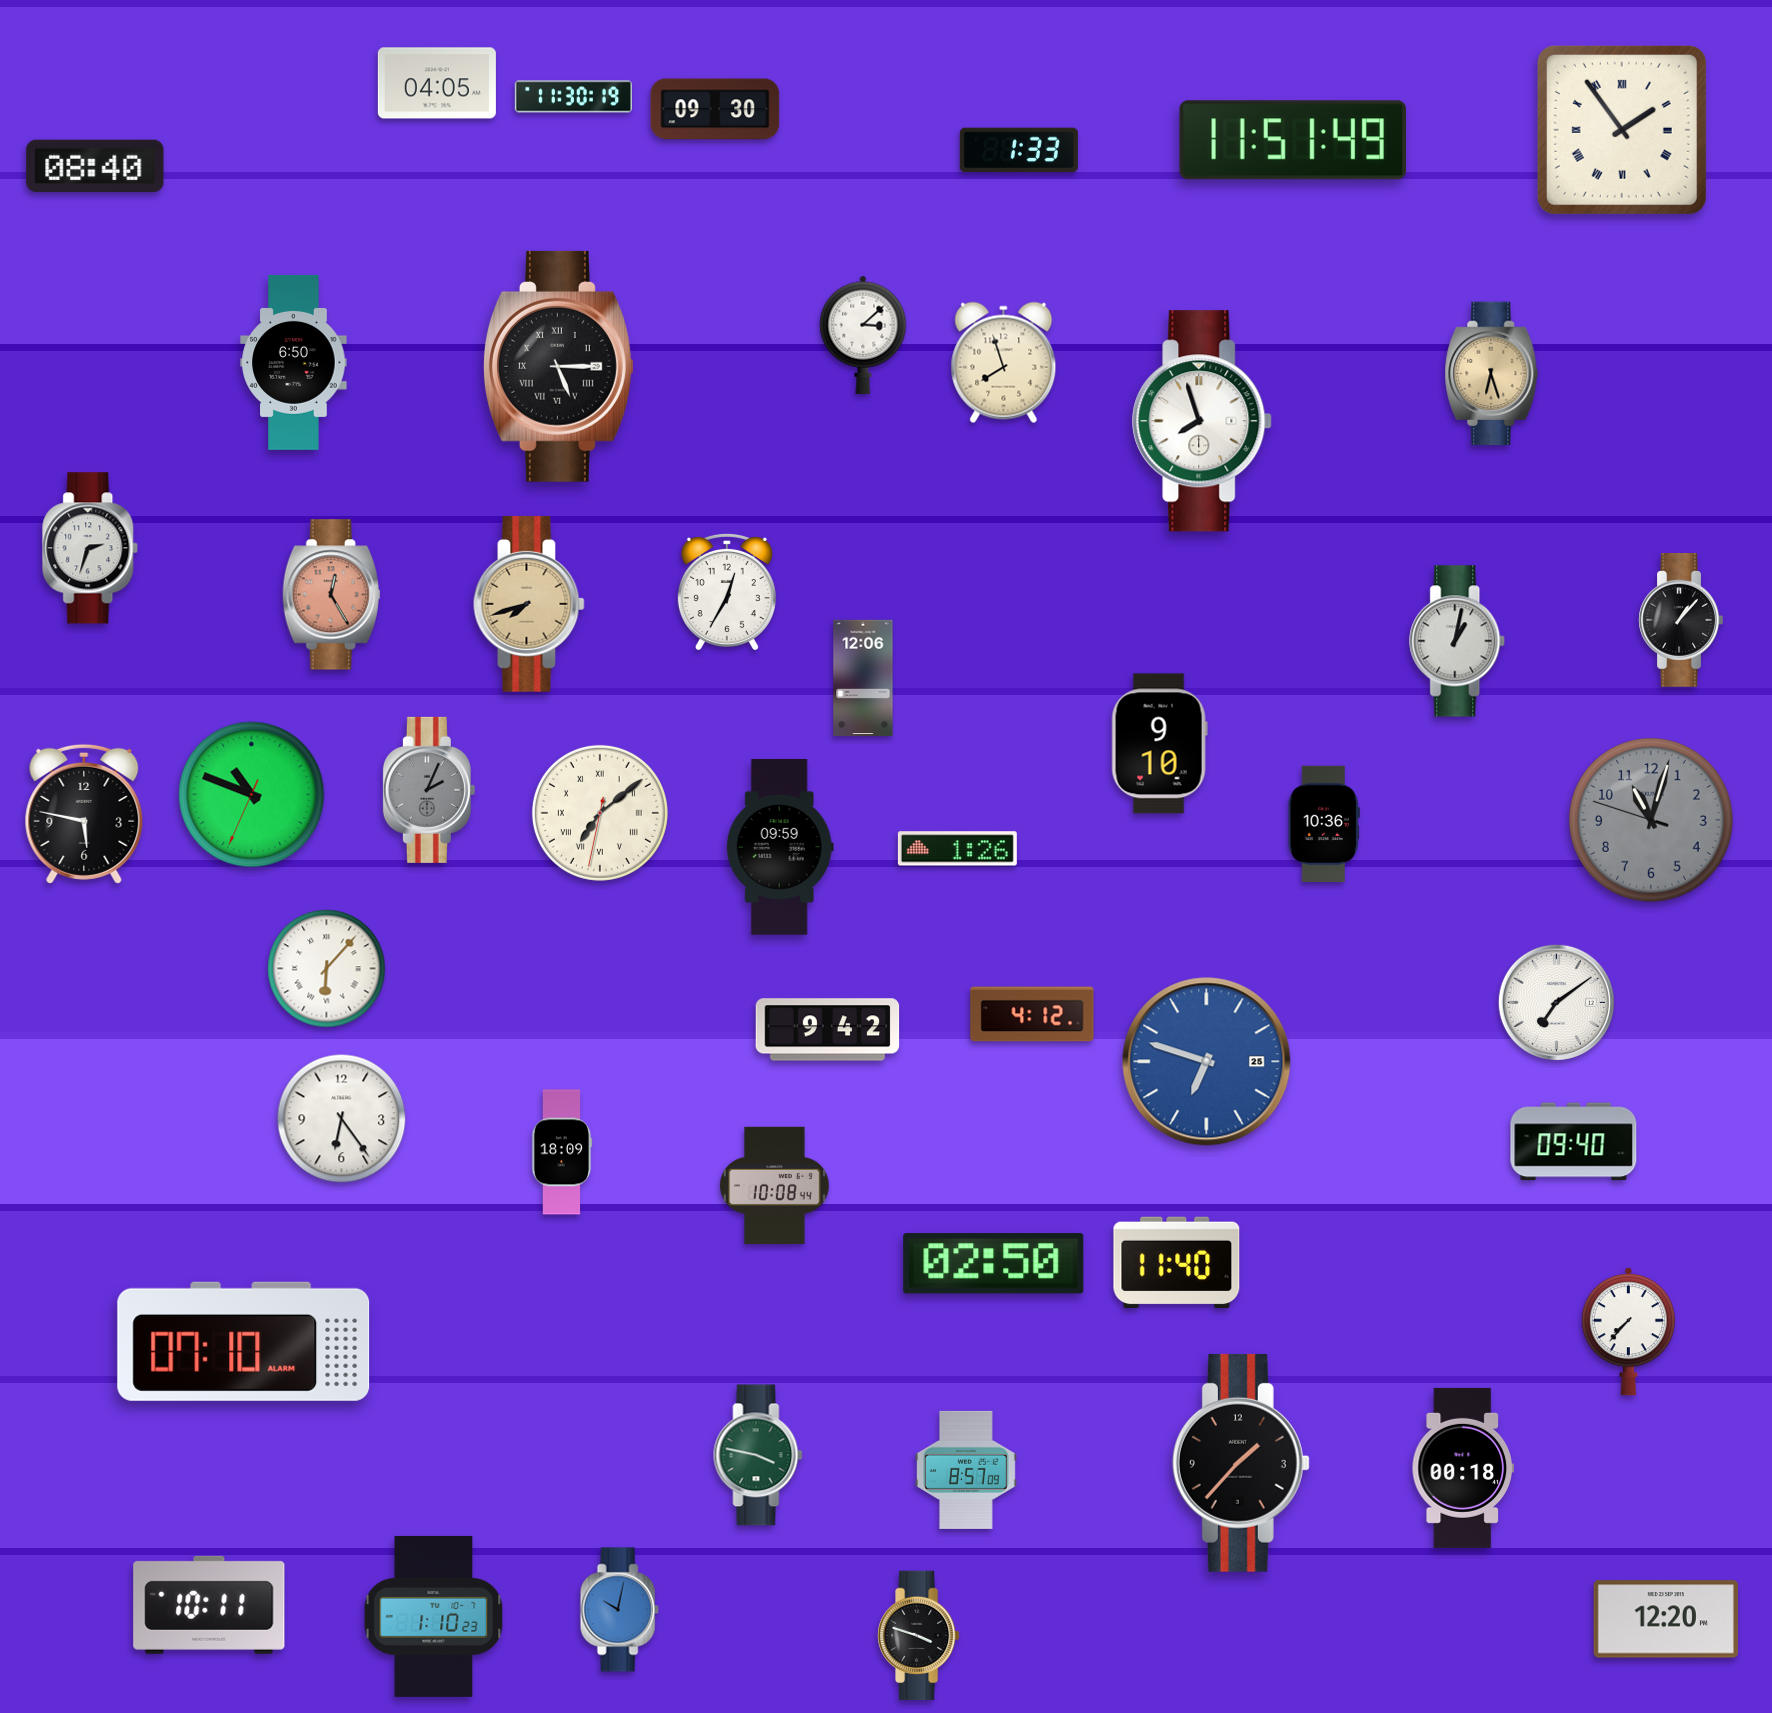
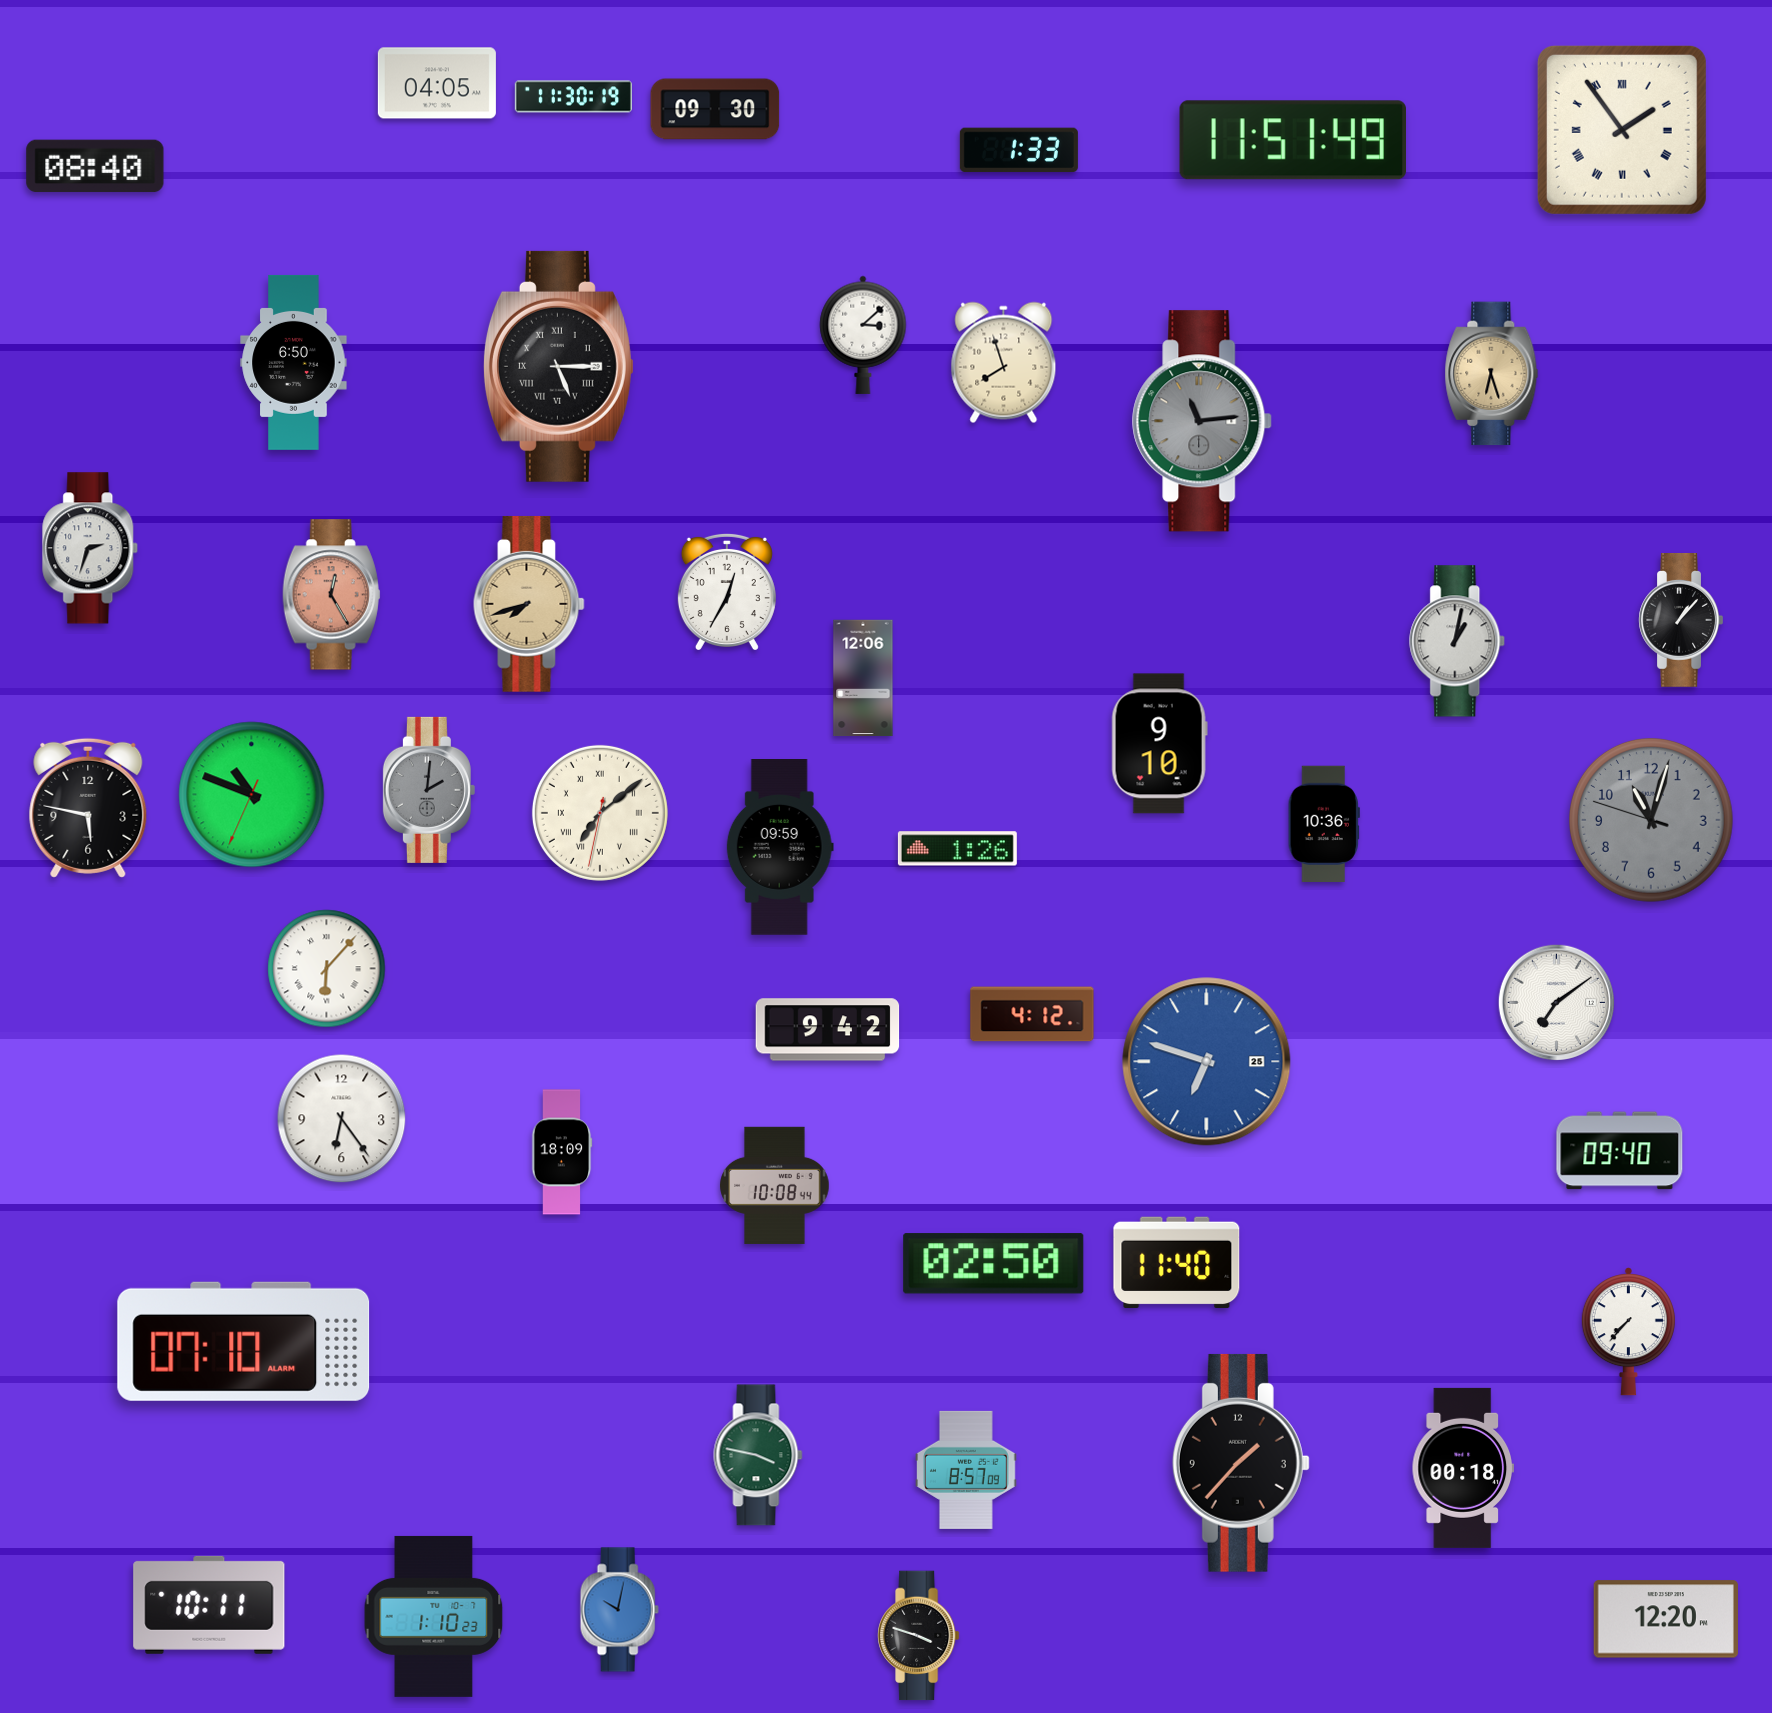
clock at (1203, 421): 7:57 -> 11:14
clock at (1203, 421) dial: white -> grey
clock at (429, 790): 2:04 -> 2:01
clock at (84, 814) position: (84, 814) -> (88, 808)
clock at (1574, 1142) position: (1574, 1142) -> (1620, 1151)
